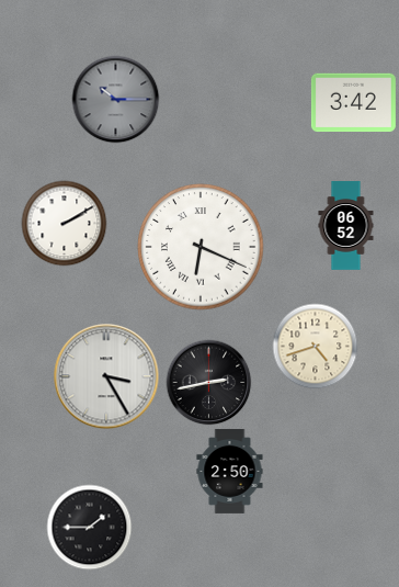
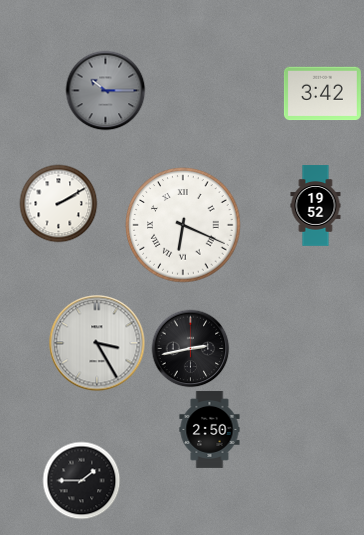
clock at (346, 226): 06:52 -> 19:52
clock at (315, 346): 4:42 -> none
